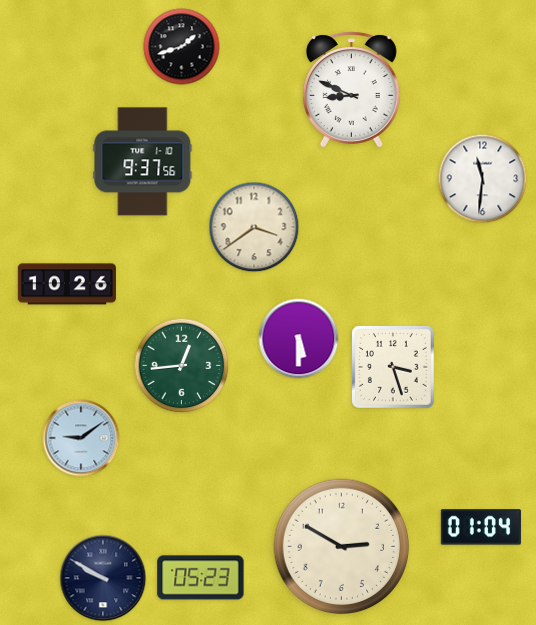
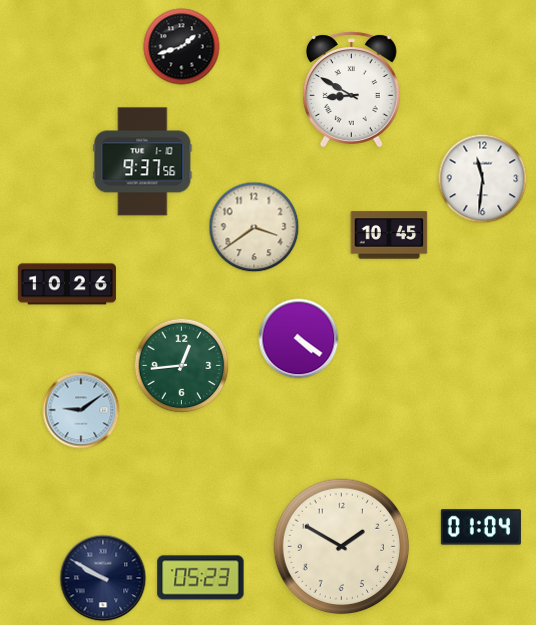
clock at (351, 90): 8:49 -> 8:50
clock at (389, 235): none -> 10:45
clock at (299, 339): 5:30 -> 4:21
clock at (394, 368): 3:27 -> none
clock at (81, 438) position: (81, 438) -> (81, 410)
clock at (342, 547): 2:50 -> 1:50
